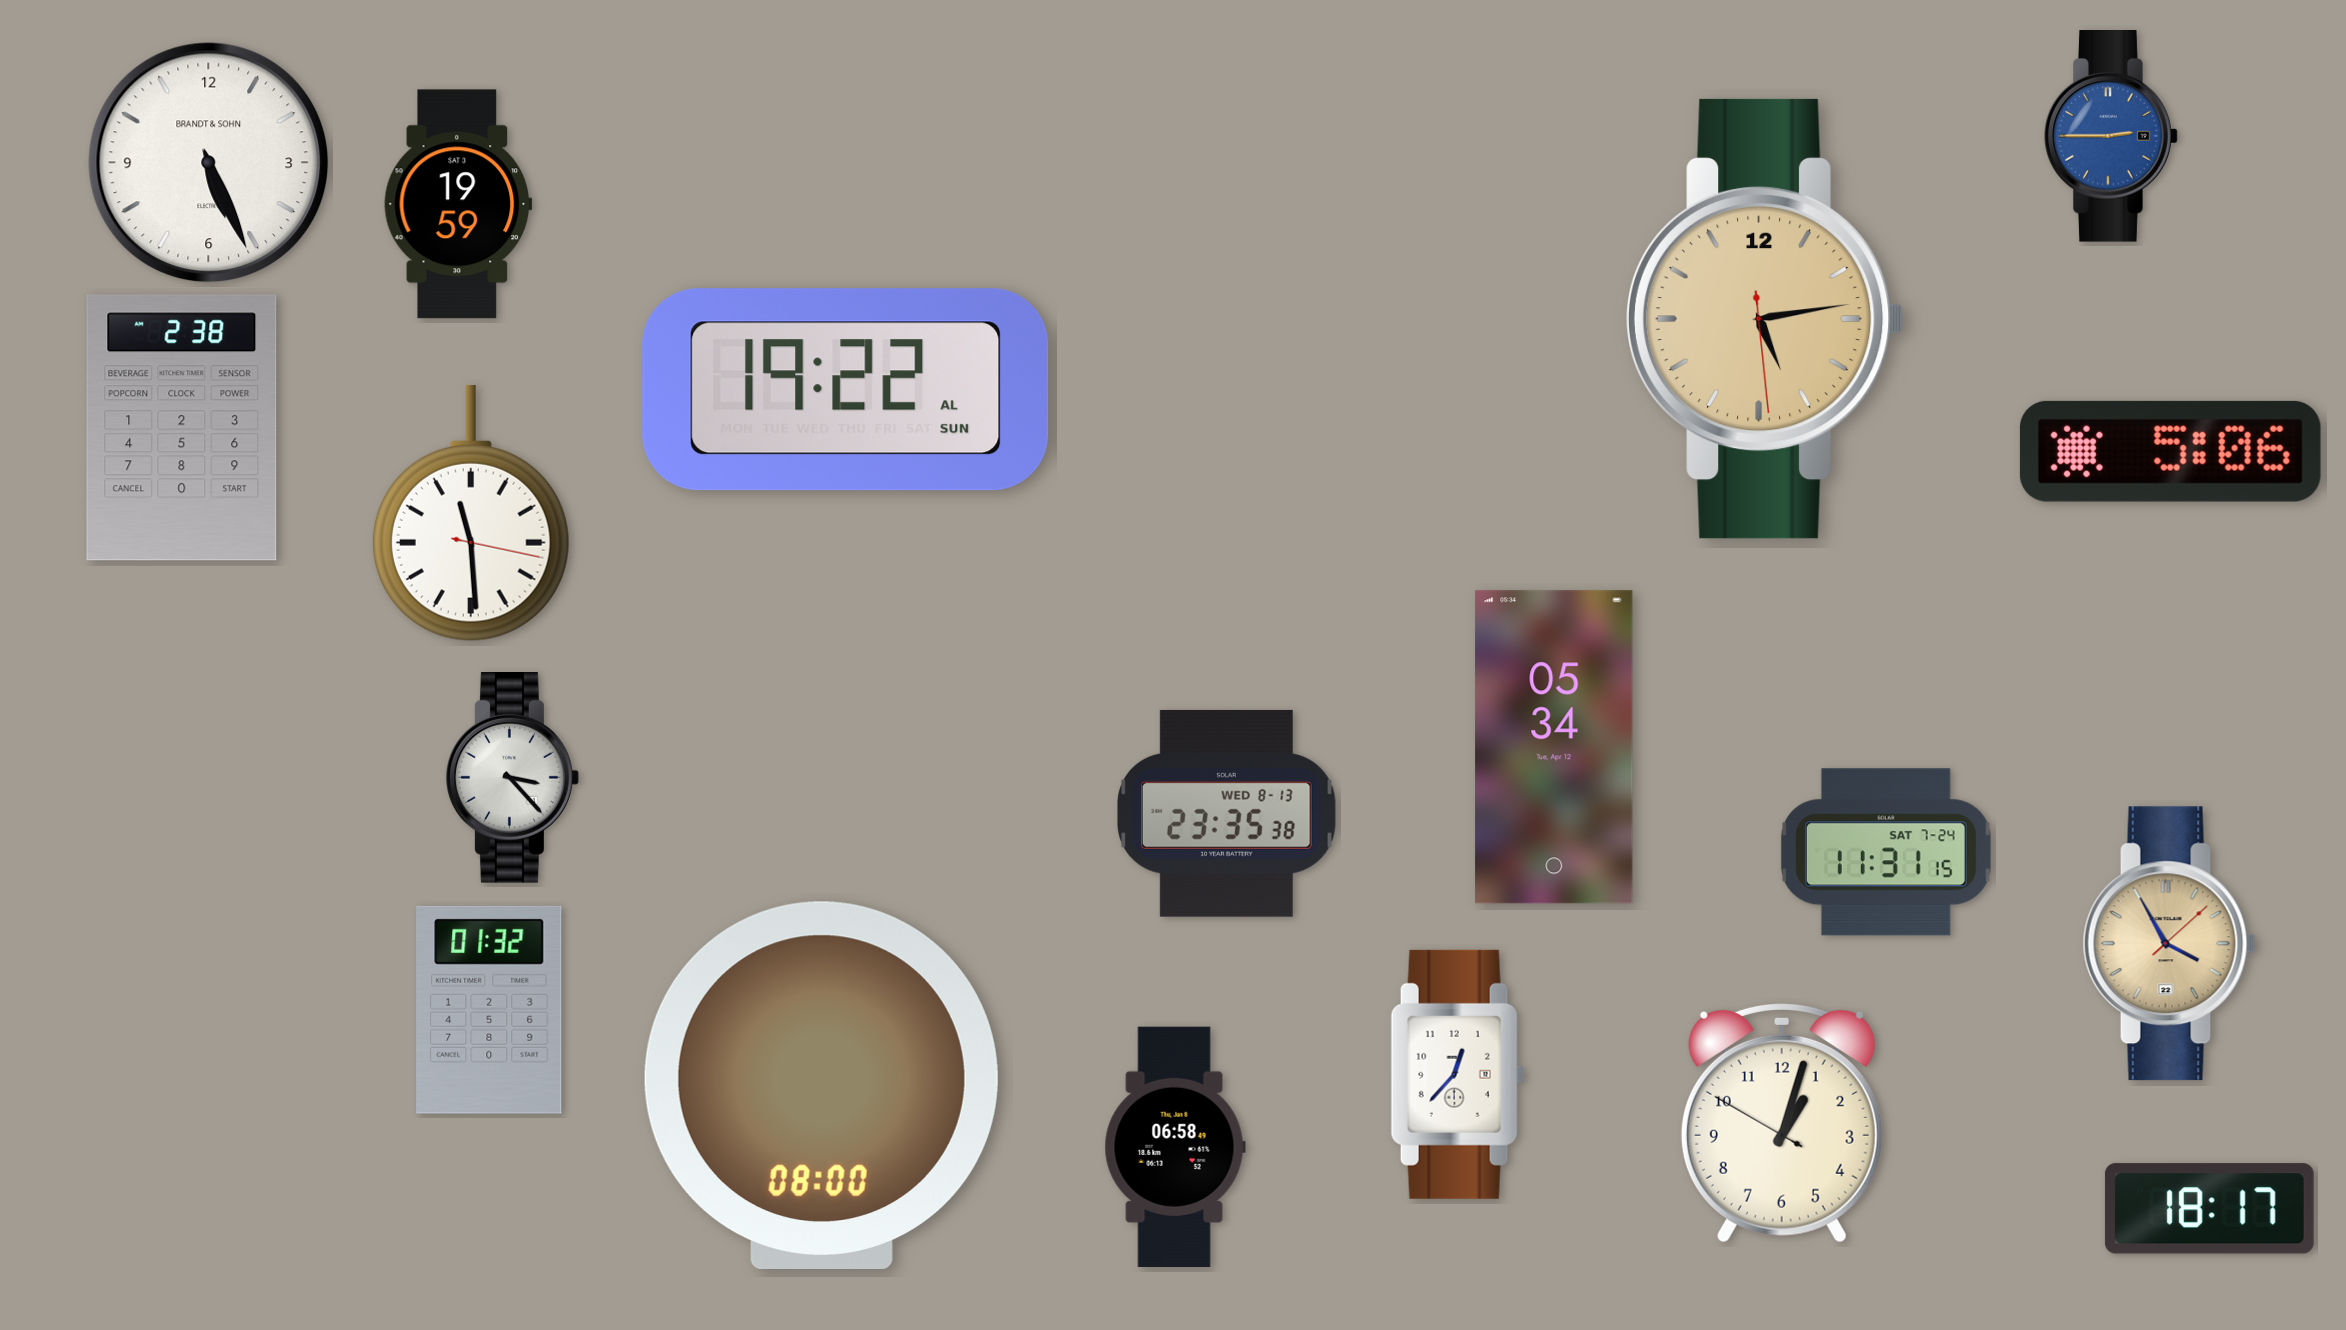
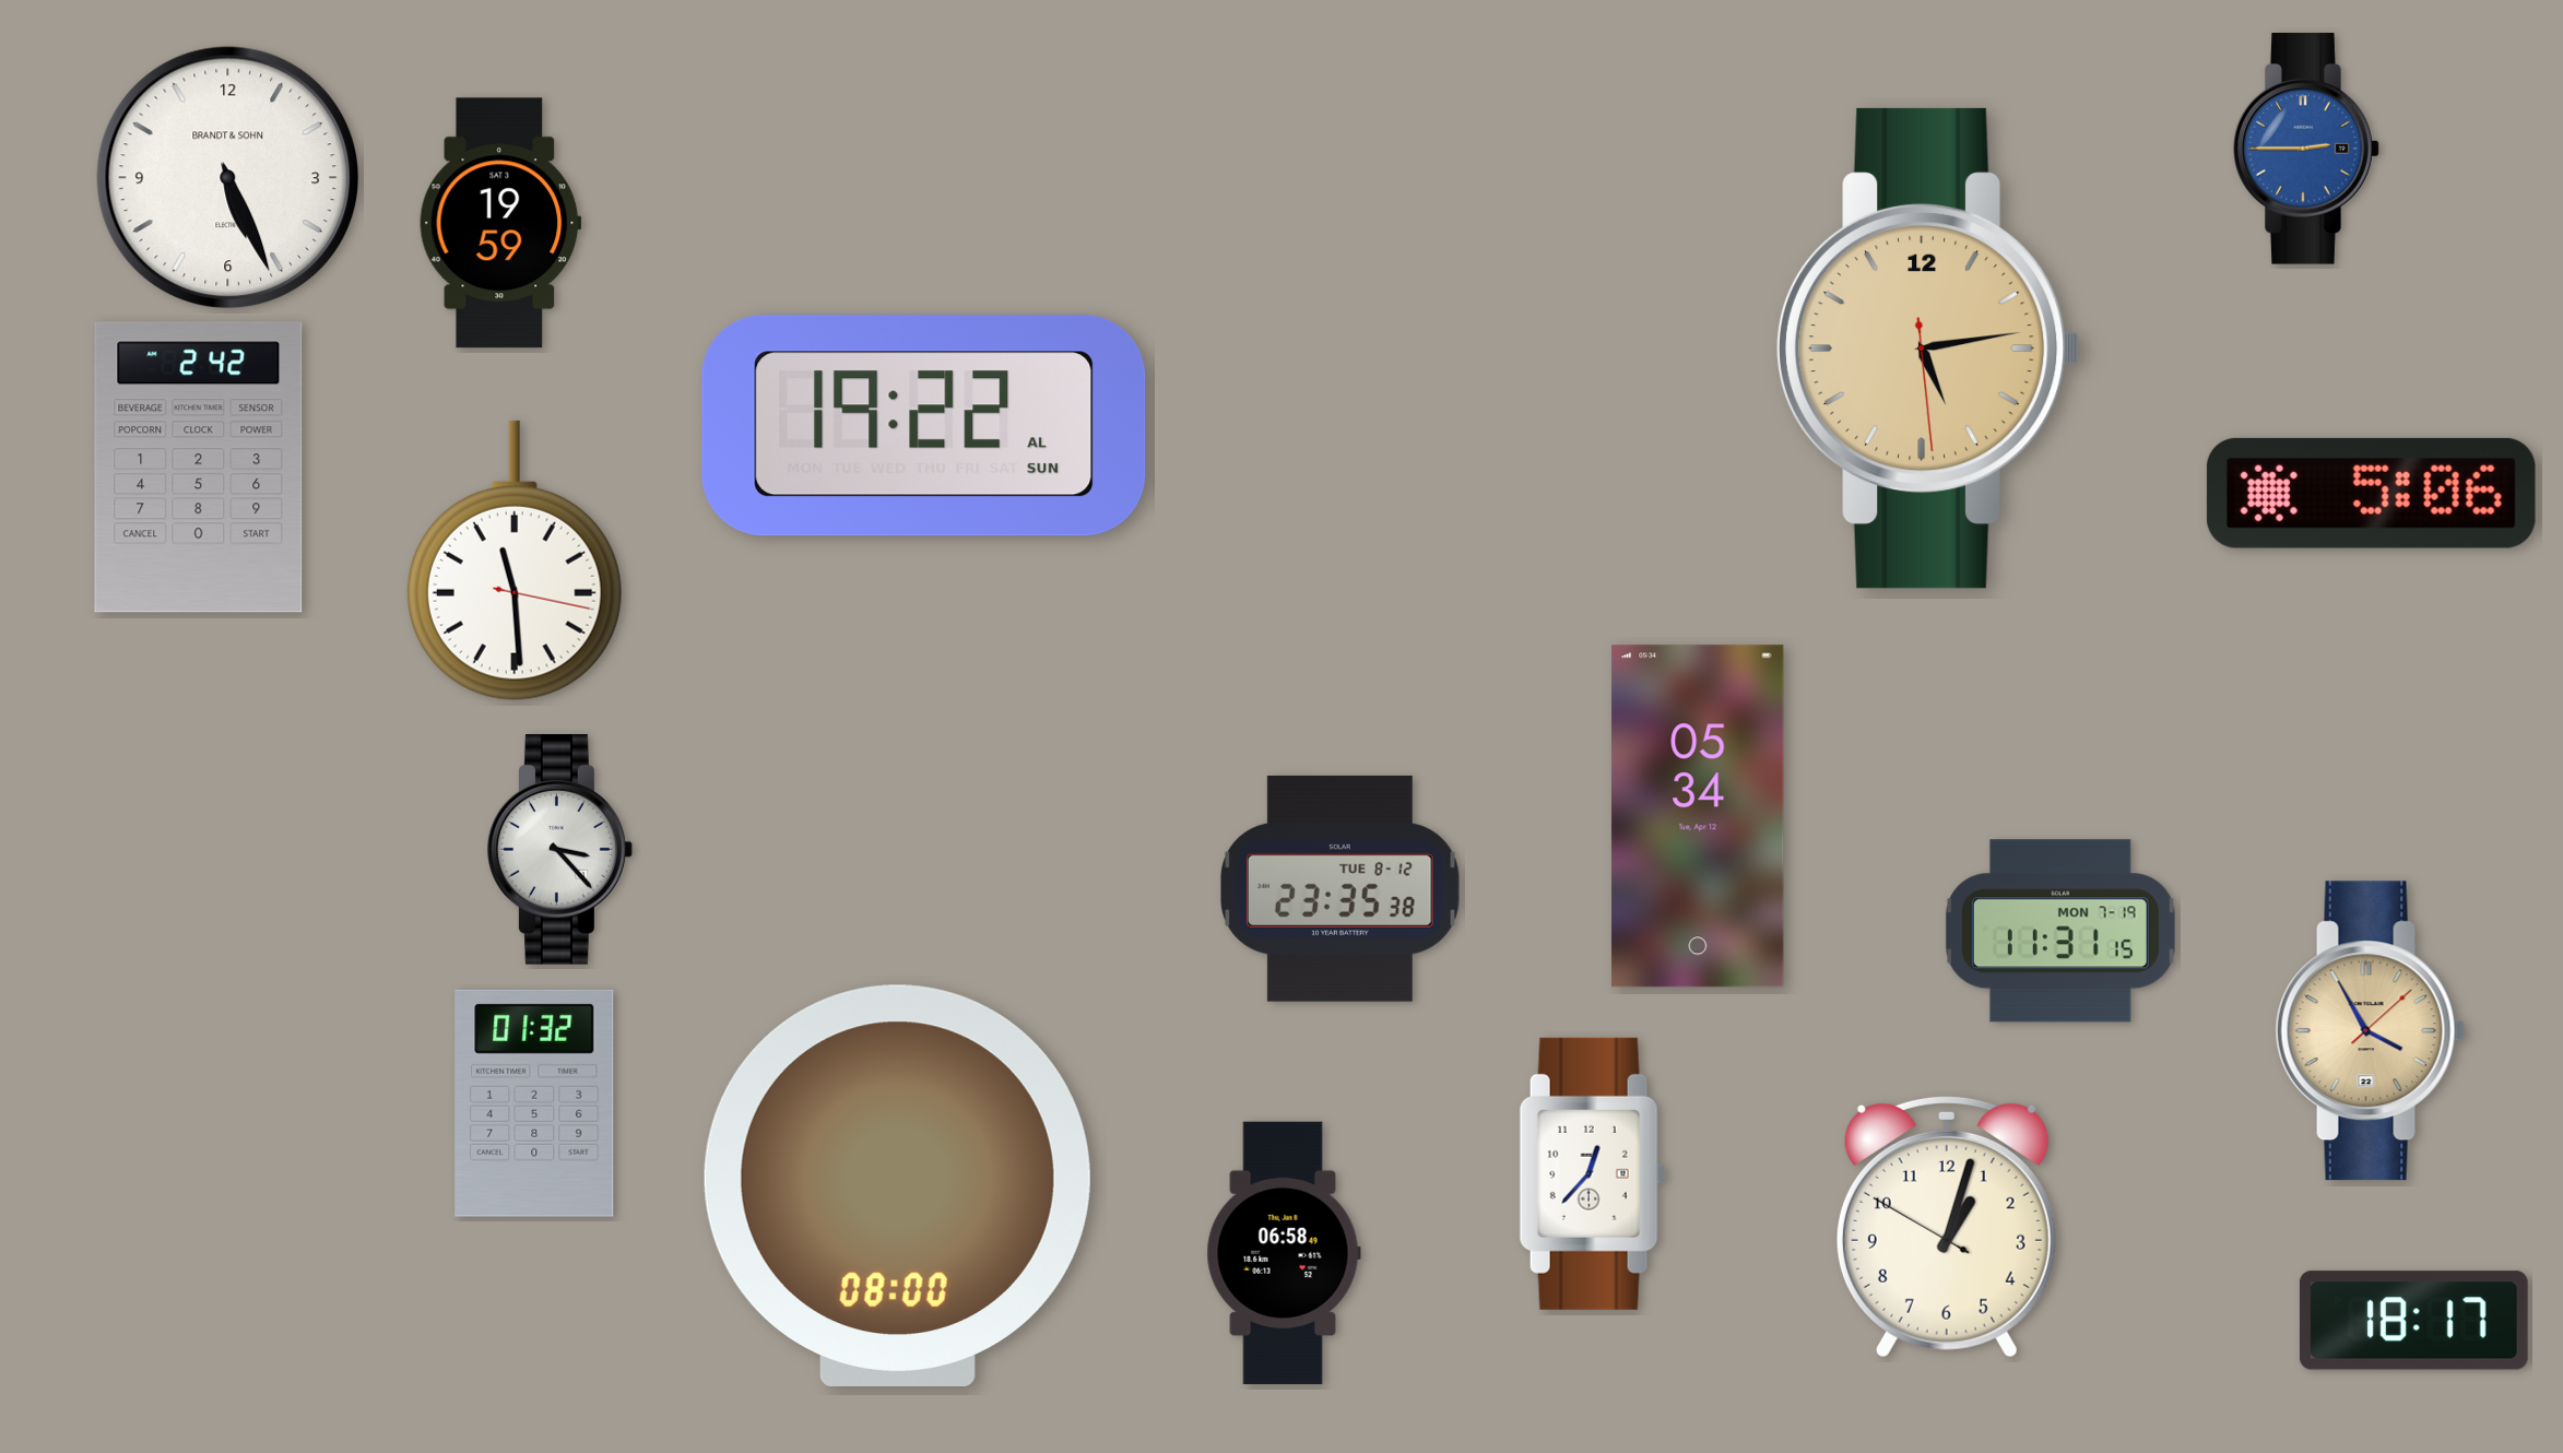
clock at (182, 428): 2:38 -> 2:42
clock at (1227, 813) date: WED 8-13 -> TUE 8-12
clock at (1886, 852) date: SAT 7-24 -> MON 7-19
